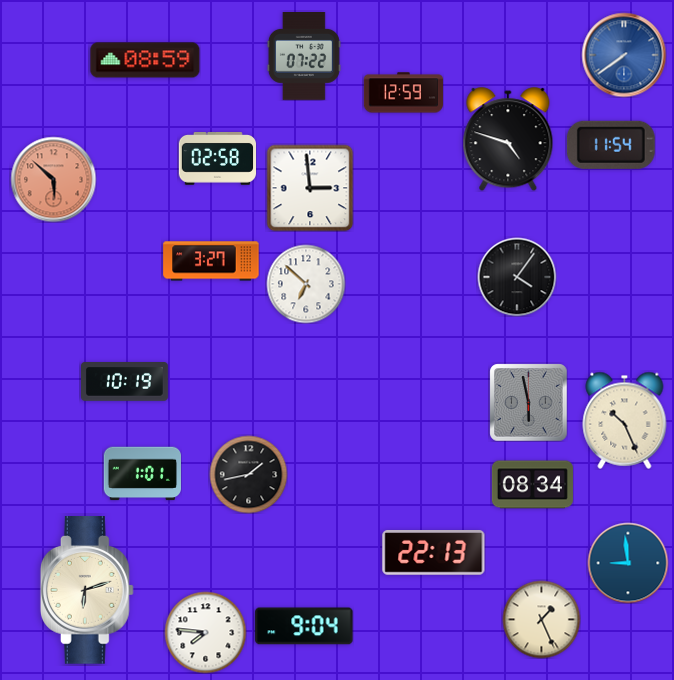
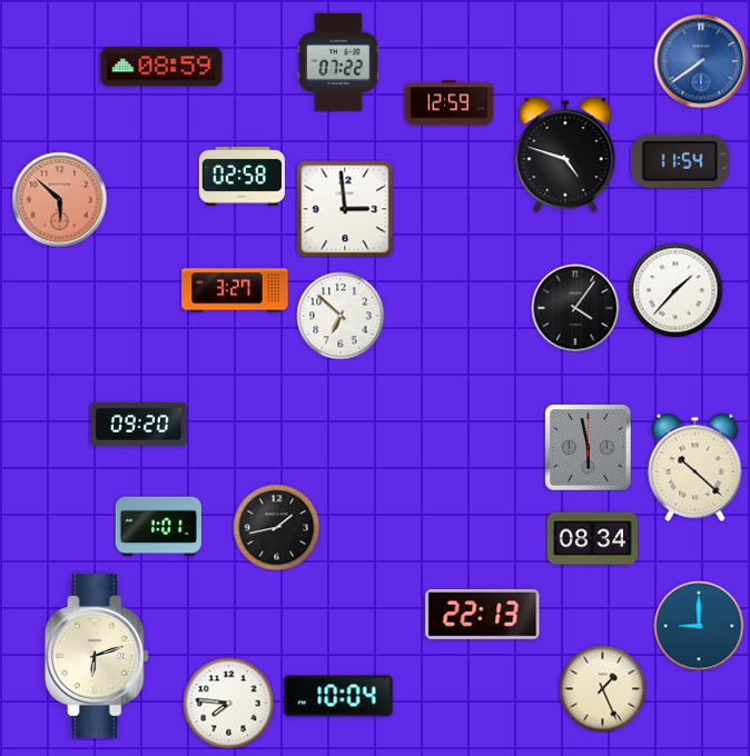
clock at (624, 55) position: (624, 55) -> (701, 61)
clock at (675, 290): none -> 1:37
clock at (125, 382): 10:19 -> 09:20
clock at (625, 420): 10:26 -> 10:22
clock at (628, 563): 8:59 -> 9:00
clock at (304, 626): 9:04 -> 10:04
